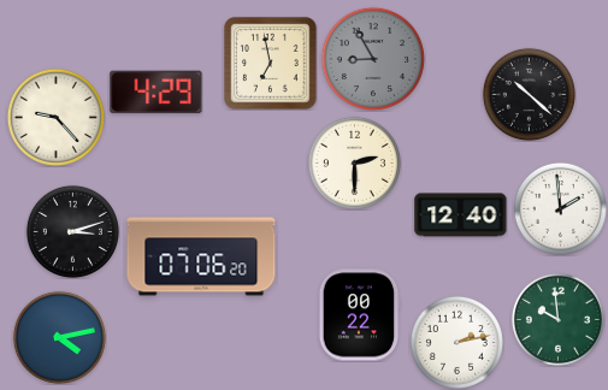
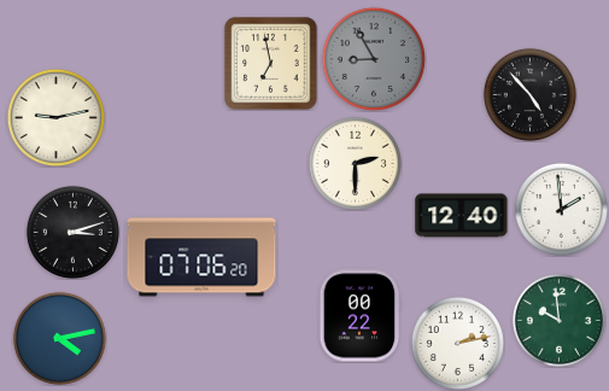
clock at (157, 93): 4:29 -> none
clock at (529, 94): 10:22 -> 4:53
clock at (55, 117): 9:23 -> 9:13
